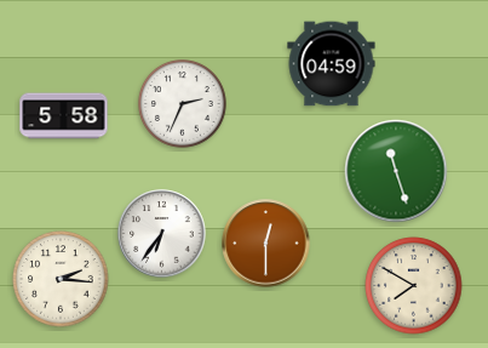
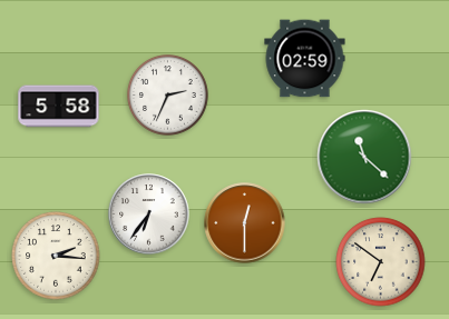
clock at (332, 64): 04:59 -> 02:59
clock at (396, 171): 11:27 -> 11:22
clock at (414, 286): 7:50 -> 6:51
